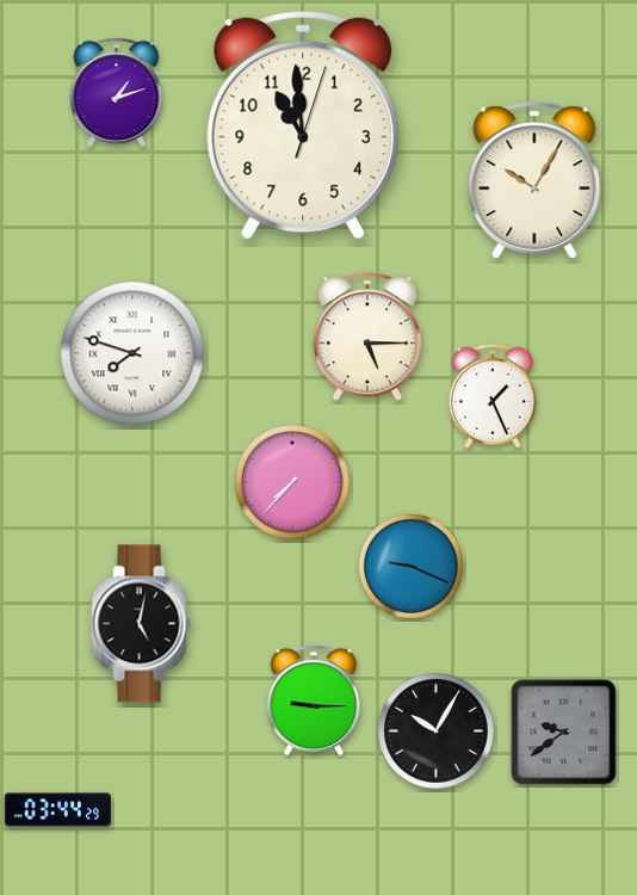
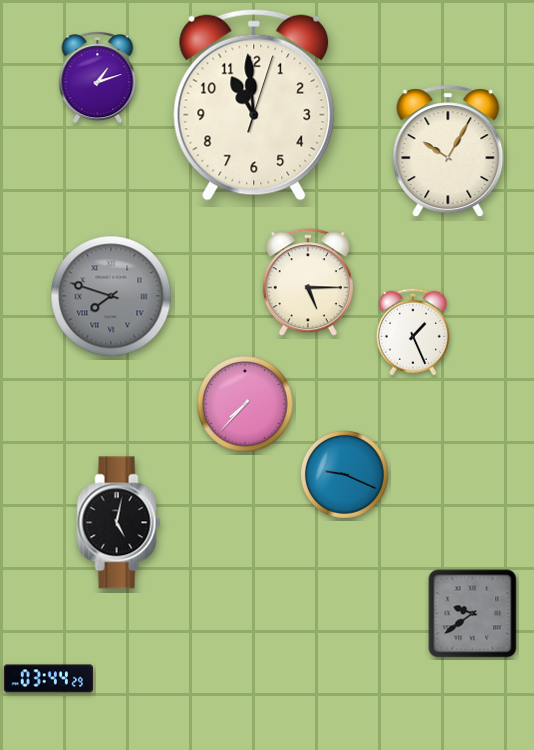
clock at (132, 353) dial: white -> grey
clock at (314, 700): 9:15 -> none
clock at (437, 732): 10:05 -> none
